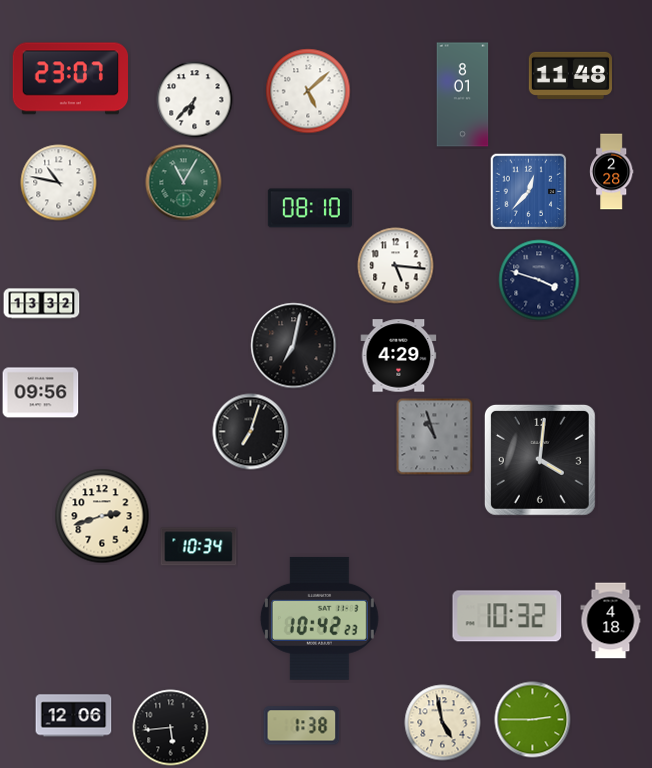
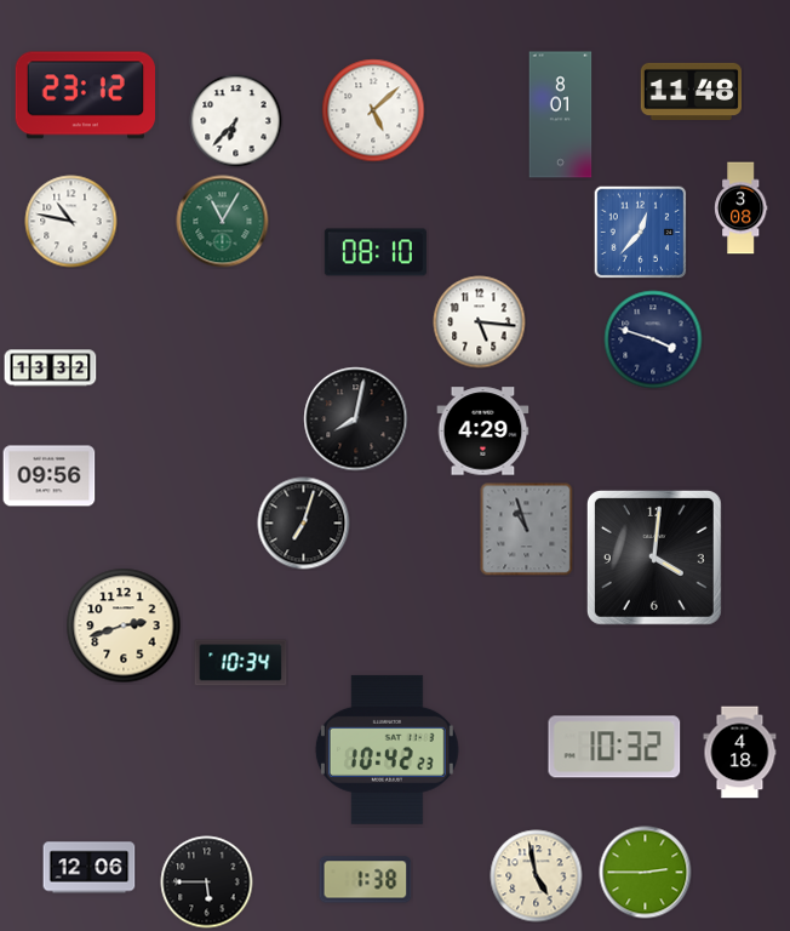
clock at (70, 79): 23:07 -> 23:12
clock at (612, 172): 2:28 -> 3:08
clock at (294, 346): 7:02 -> 8:02
clock at (171, 728): 5:44 -> 5:45
